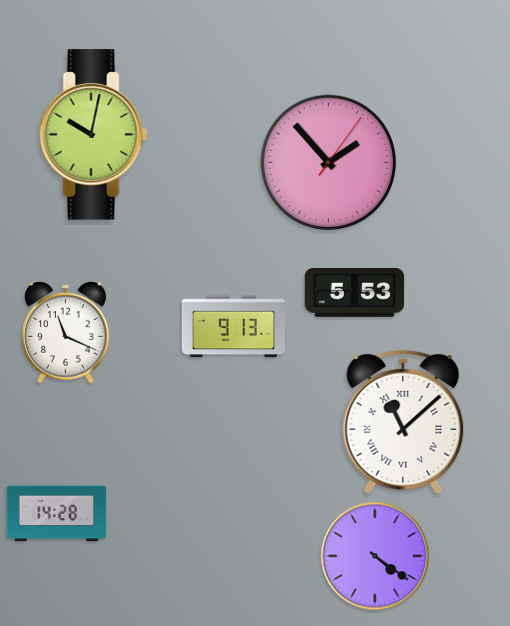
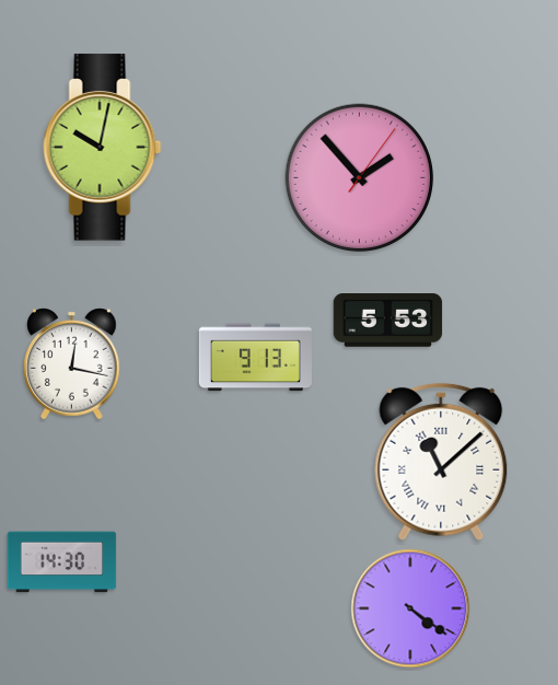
clock at (66, 333): 11:19 -> 12:17
clock at (57, 514): 14:28 -> 14:30
